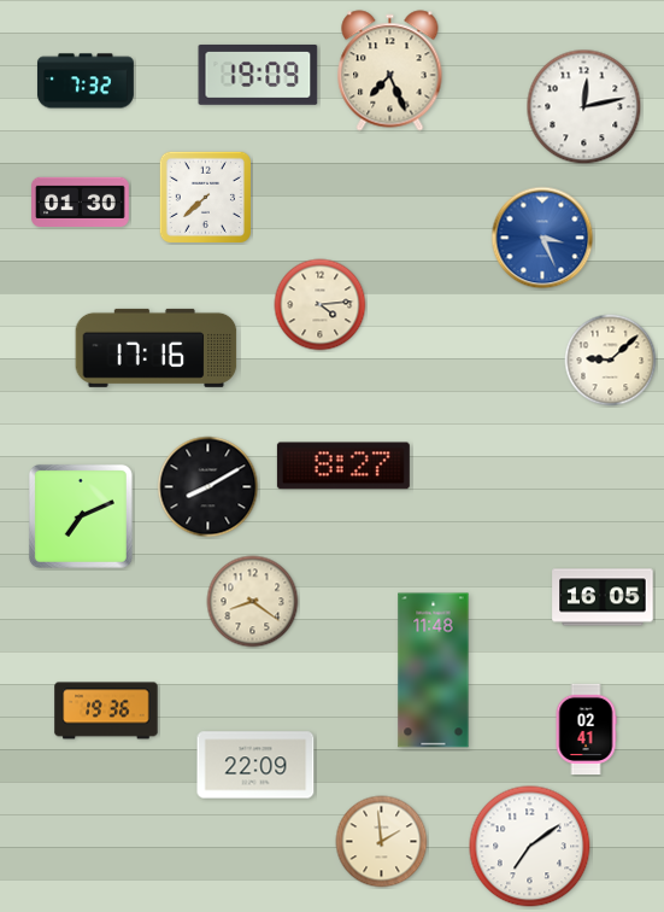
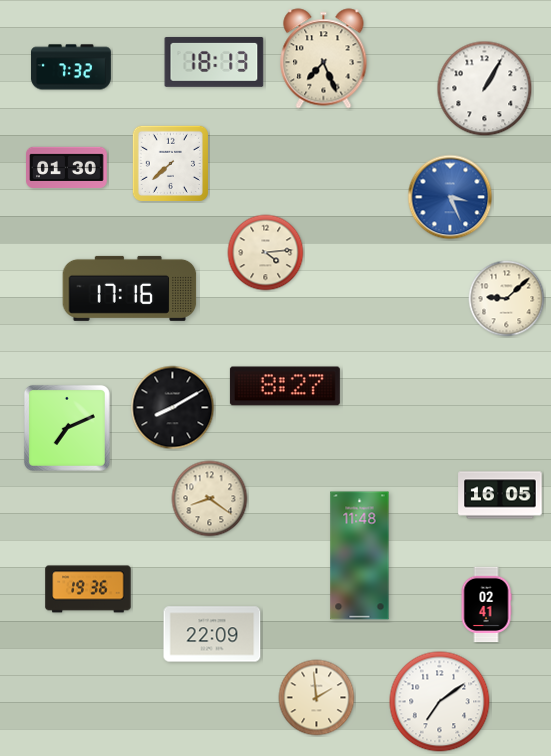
clock at (258, 75): 19:09 -> 18:13
clock at (584, 107): 12:13 -> 1:05
clock at (208, 487) position: (208, 487) -> (173, 408)
